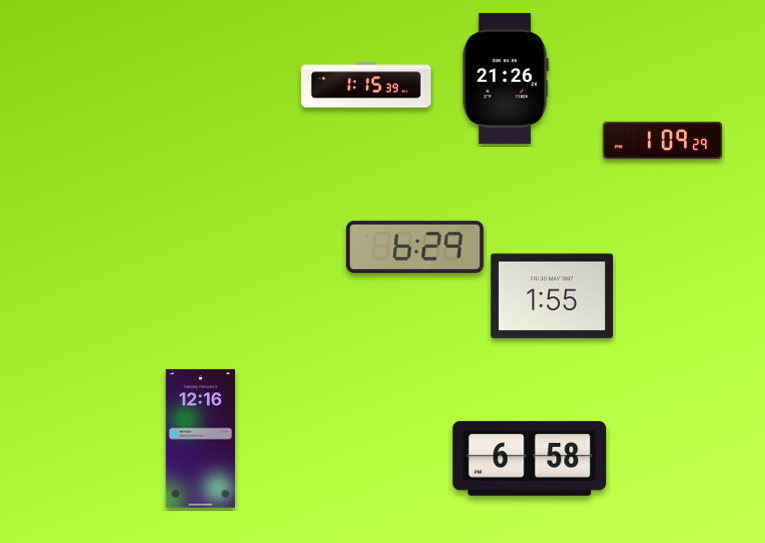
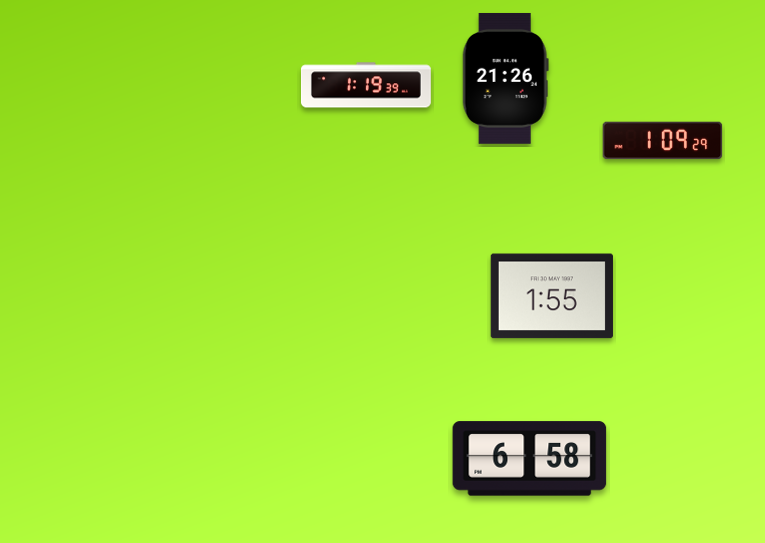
clock at (366, 85): 1:15 -> 1:19
clock at (415, 247): 6:29 -> none
clock at (201, 439): 12:16 -> none
